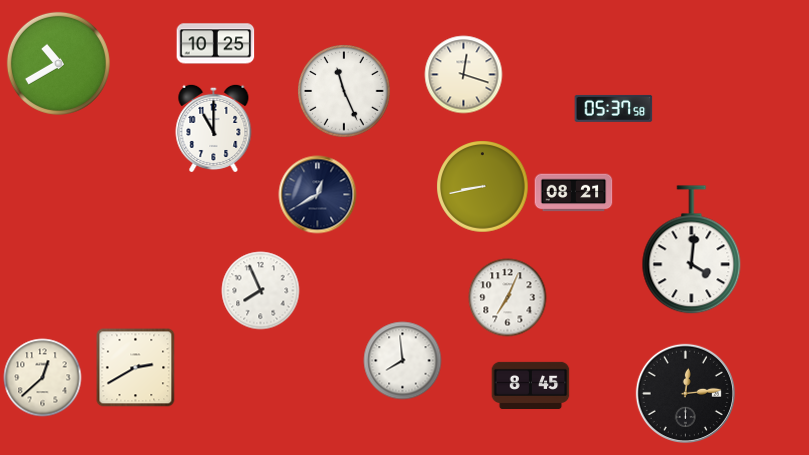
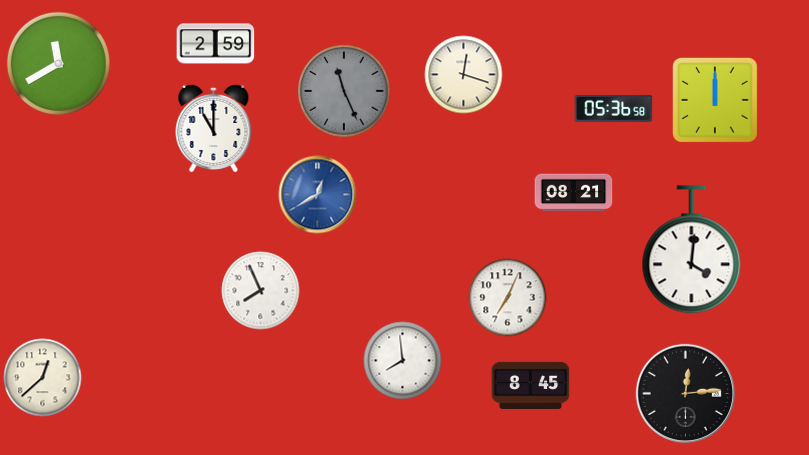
clock at (215, 44): 10:25 -> 2:59
clock at (58, 63): 10:40 -> 11:40
clock at (344, 91) dial: white -> grey
clock at (715, 100): none -> 12:00
clock at (613, 108): 05:37 -> 05:36
clock at (482, 186): 8:43 -> none
clock at (317, 194) dial: navy -> blue
clock at (135, 367): 2:40 -> none
